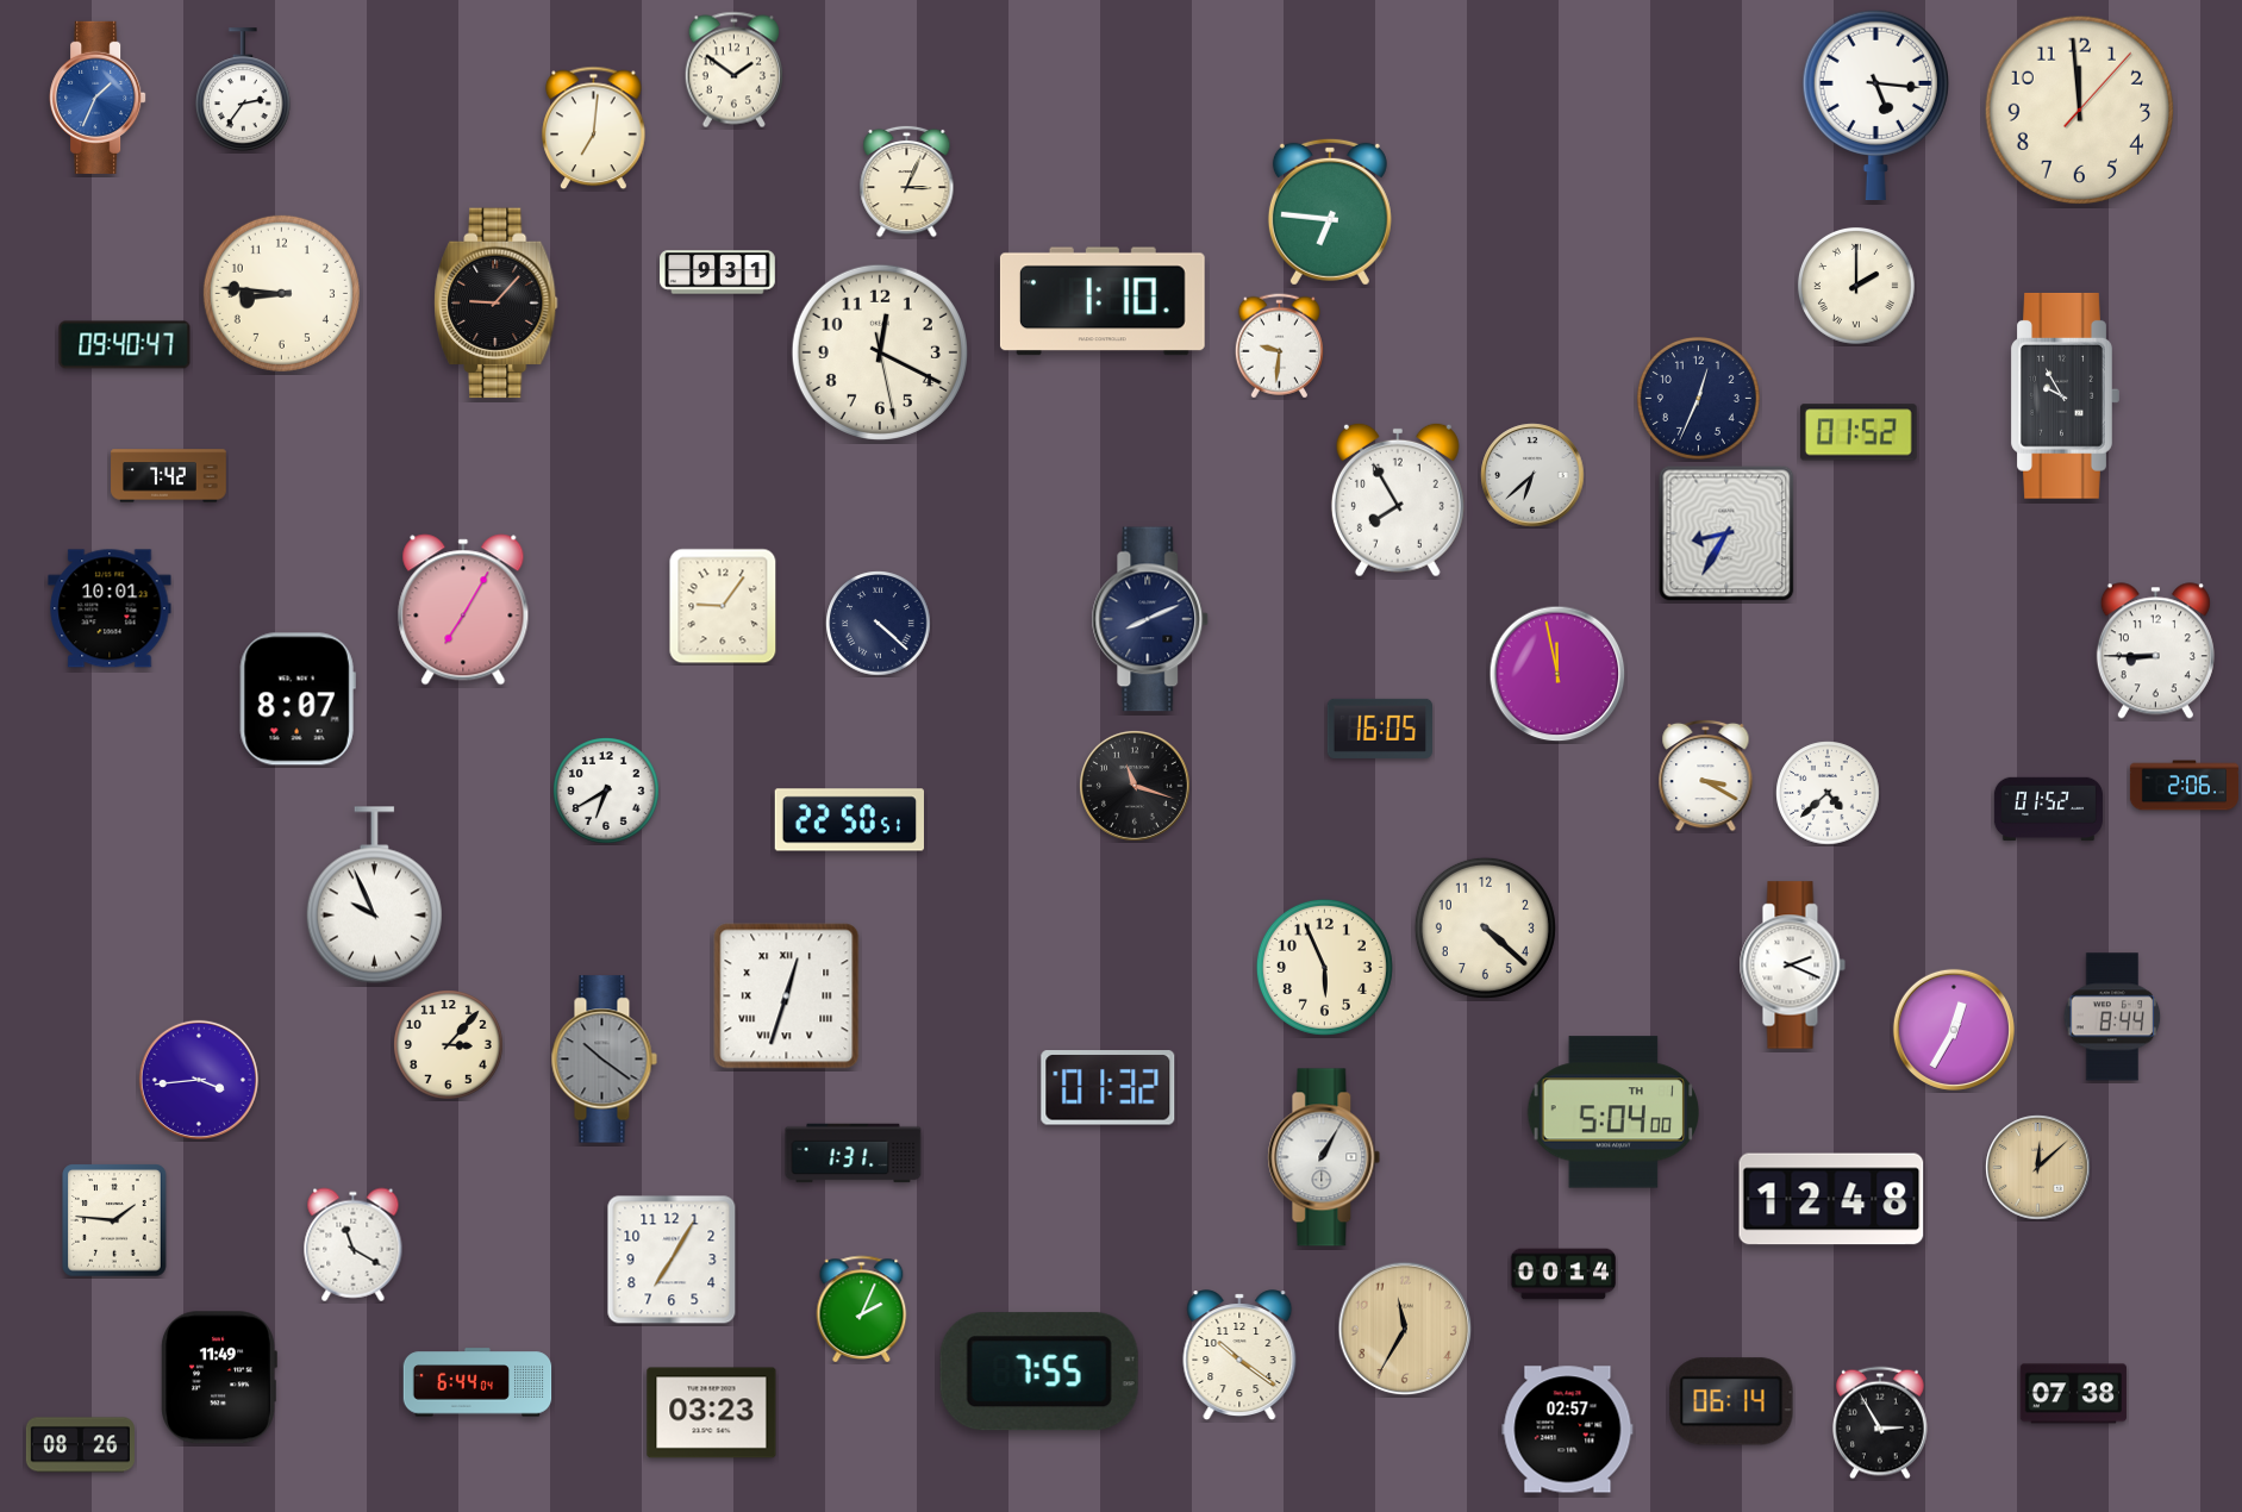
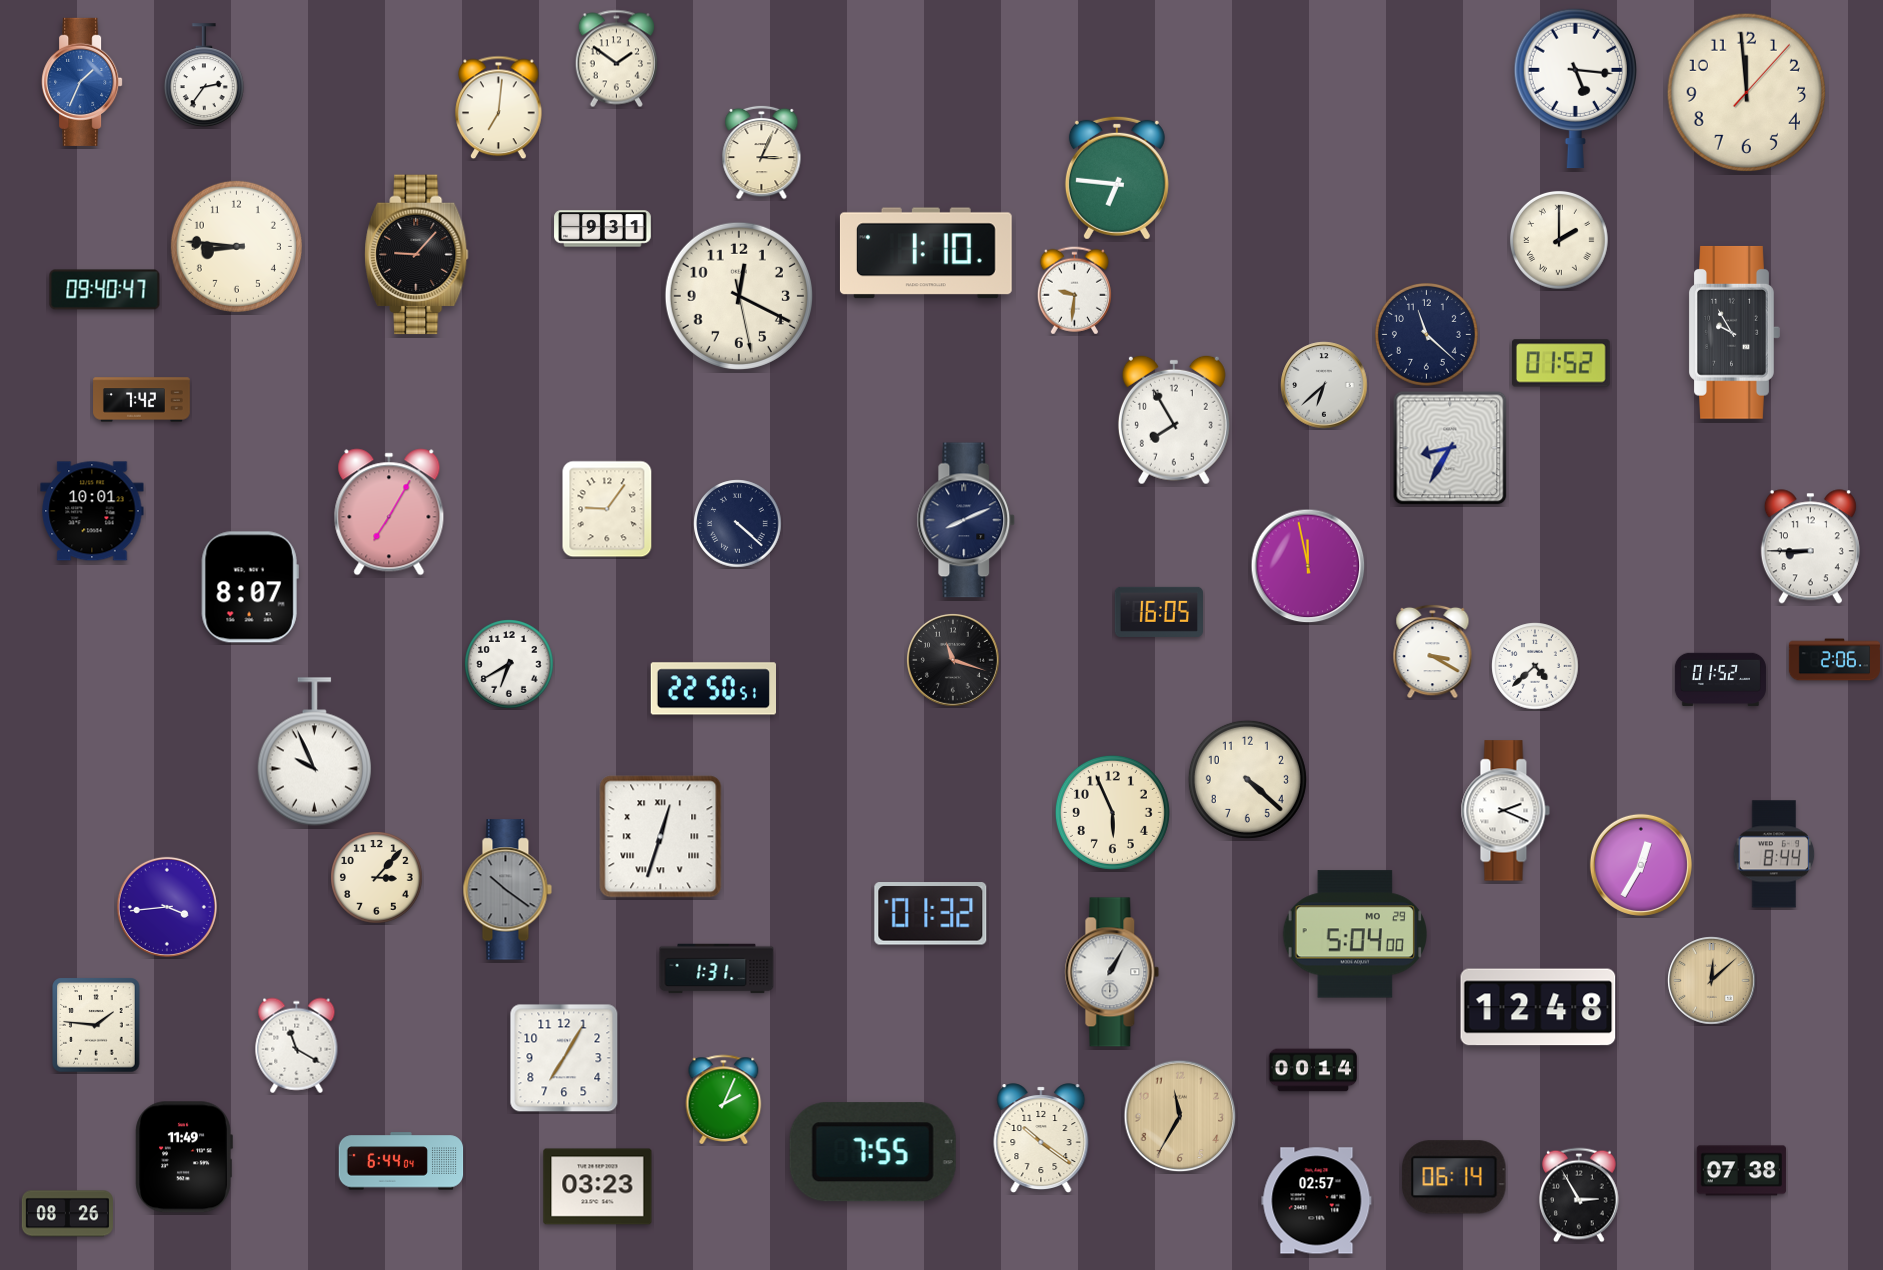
clock at (1698, 398): 12:34 -> 11:22
clock at (1532, 475) position: (1532, 475) -> (1324, 385)
clock at (1613, 1112) date: TH 1 -> MO 29
